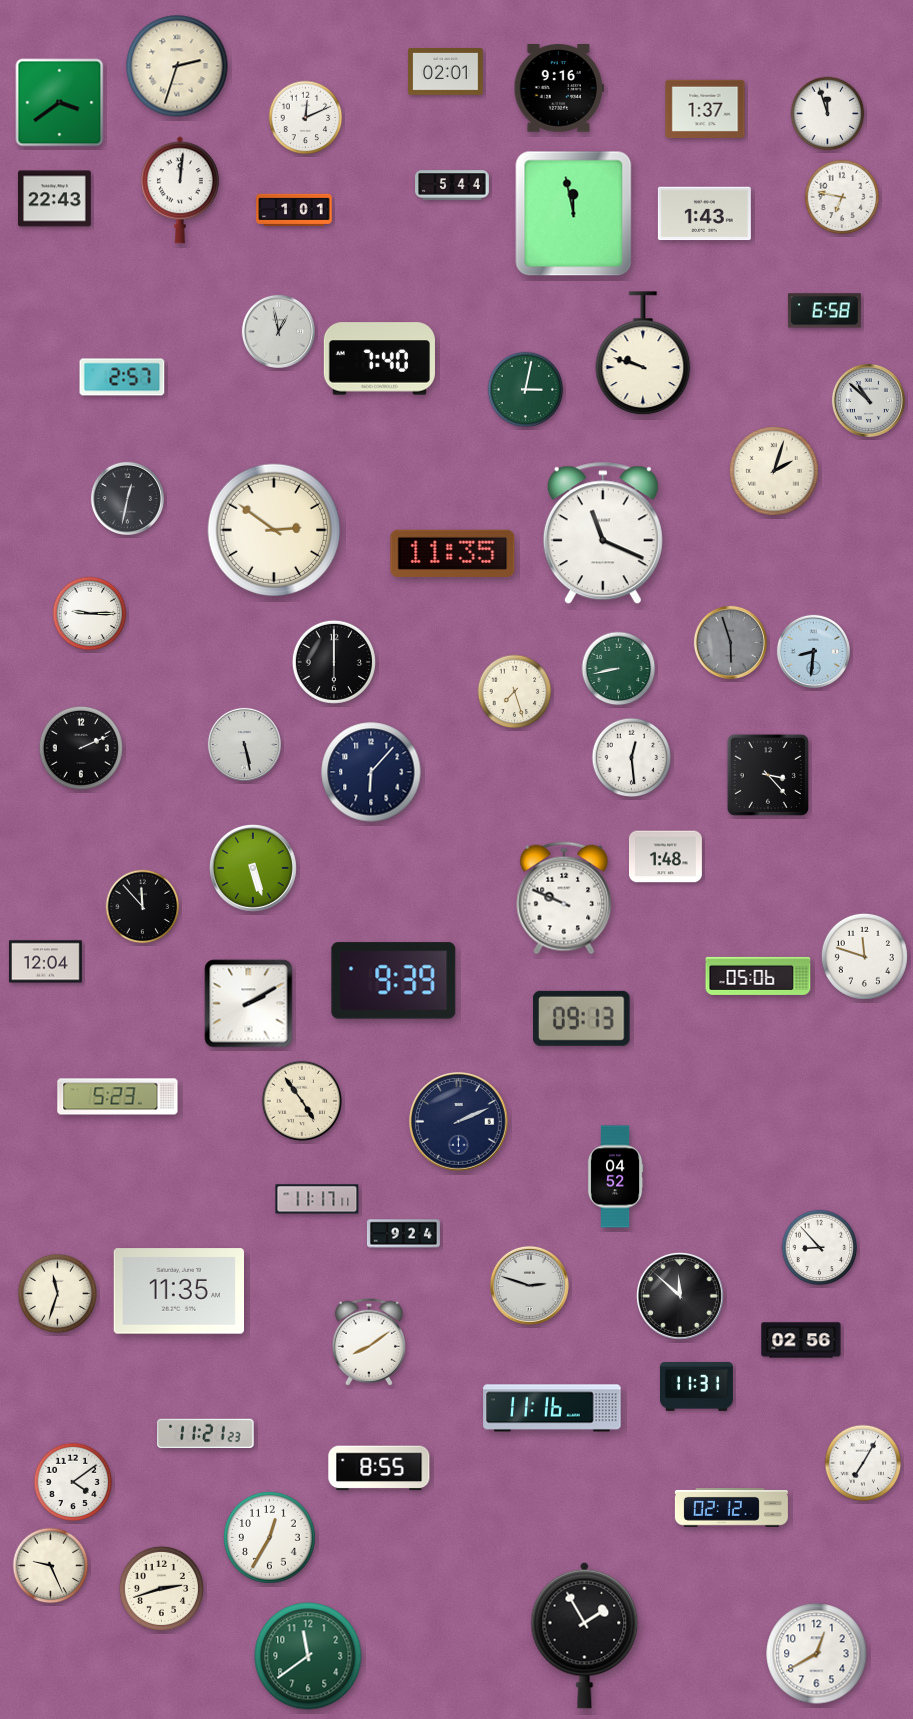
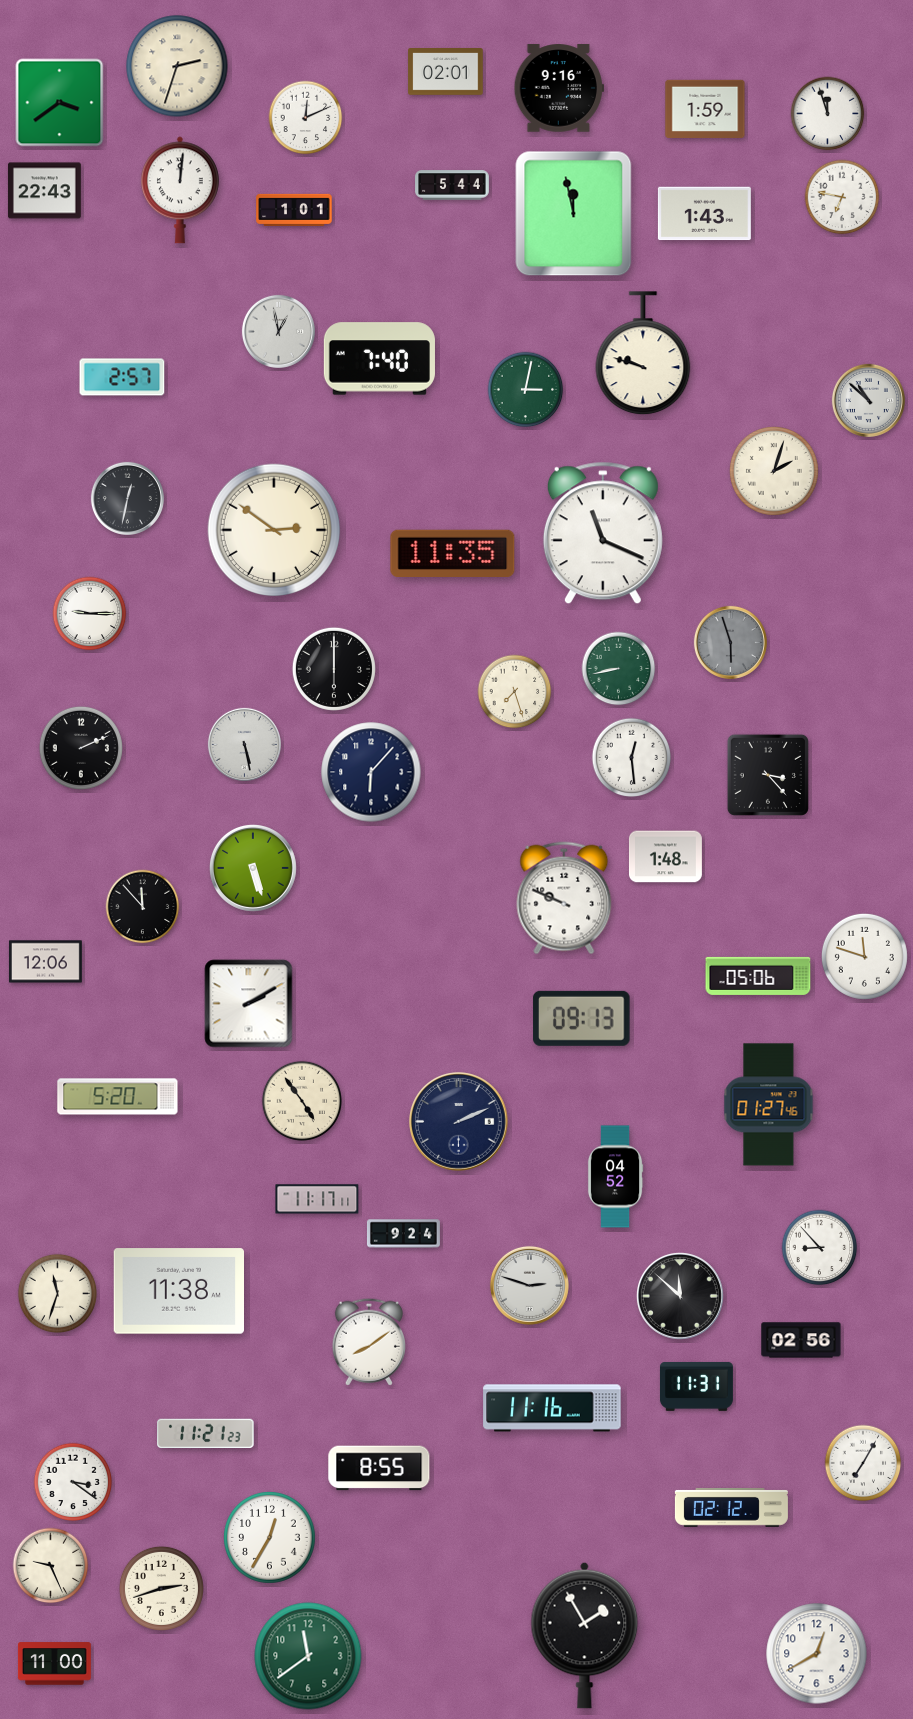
clock at (705, 108): 1:37 -> 1:59
clock at (54, 199) position: (54, 199) -> (44, 191)
clock at (824, 311): 6:58 -> none
clock at (813, 651): 8:31 -> none
clock at (334, 662) position: (334, 662) -> (334, 669)
clock at (45, 962): 12:04 -> 12:06
clock at (394, 981): 9:39 -> none
clock at (118, 1097): 5:23 -> 5:20
clock at (769, 1105): none -> 01:27
clock at (179, 1291): 11:35 -> 11:38
clock at (73, 1482): 4:09 -> 3:21
clock at (54, 1664): none -> 11:00
